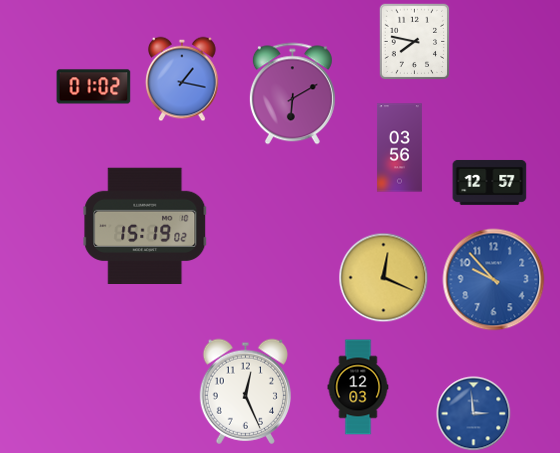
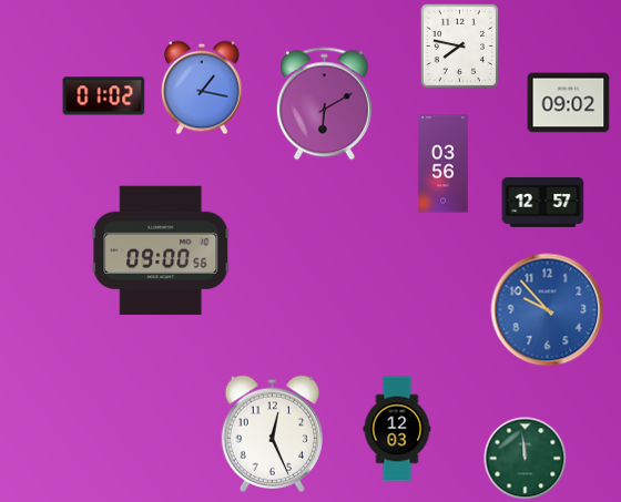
clock at (569, 103): none -> 09:02
clock at (145, 225): 15:19 -> 09:00
clock at (384, 278): 12:19 -> none
clock at (474, 414): 2:59 -> 11:59
clock at (474, 414) dial: blue -> green
